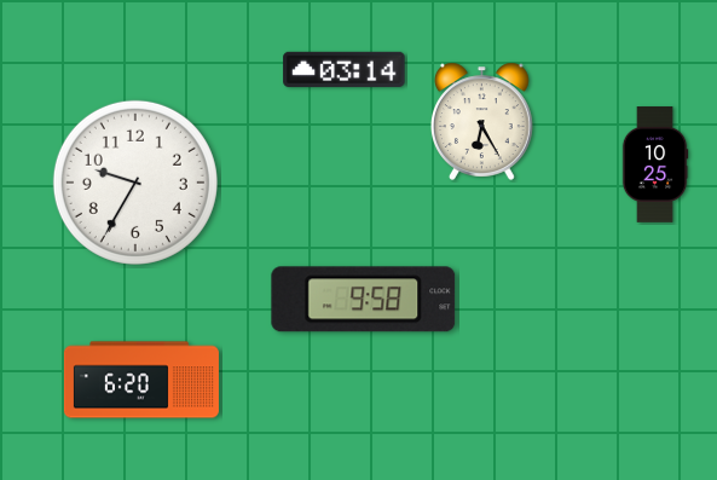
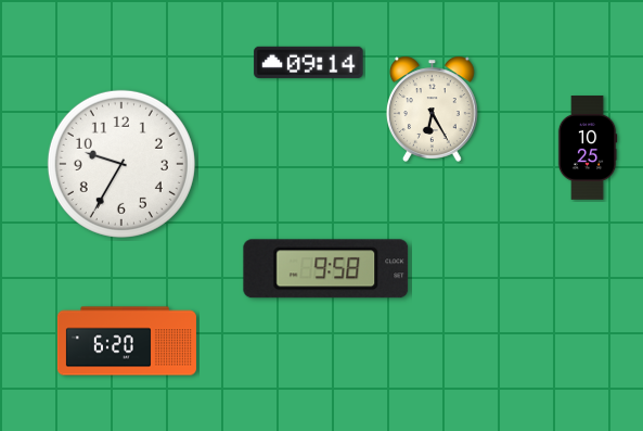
clock at (345, 69): 03:14 -> 09:14
